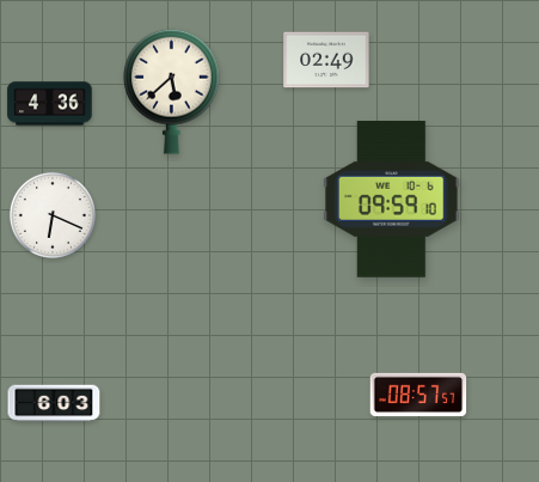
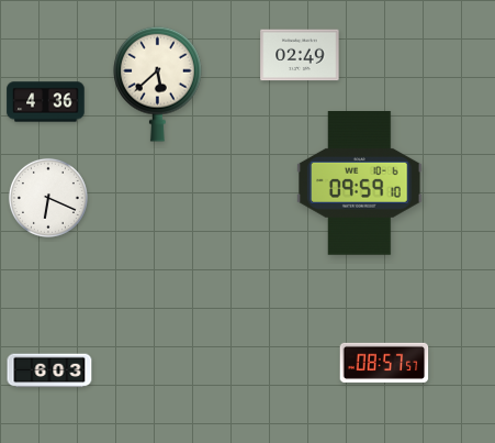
clock at (50, 104) position: (50, 104) -> (46, 102)
